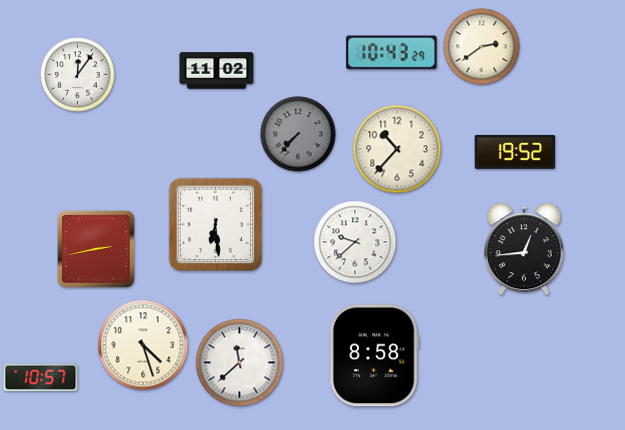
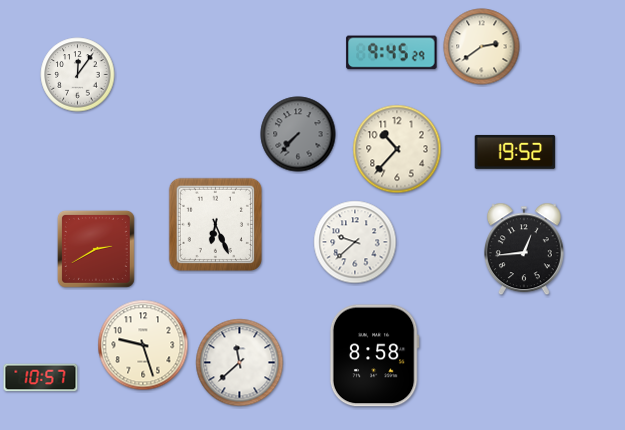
clock at (392, 53): 10:43 -> 9:45
clock at (217, 71): 11:02 -> none
clock at (215, 224): 6:29 -> 6:26
clock at (96, 249): 2:43 -> 2:40
clock at (143, 345): 4:27 -> 9:27
